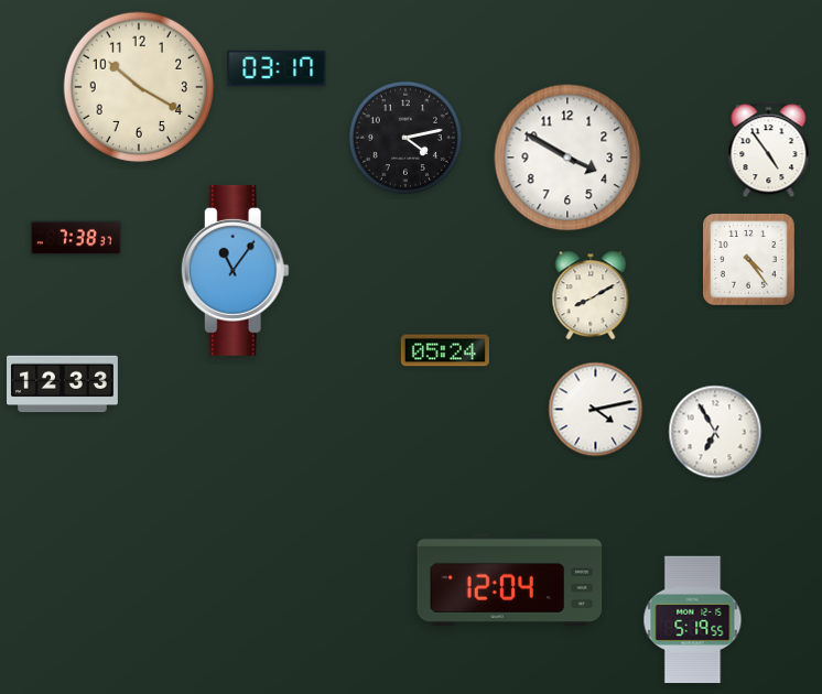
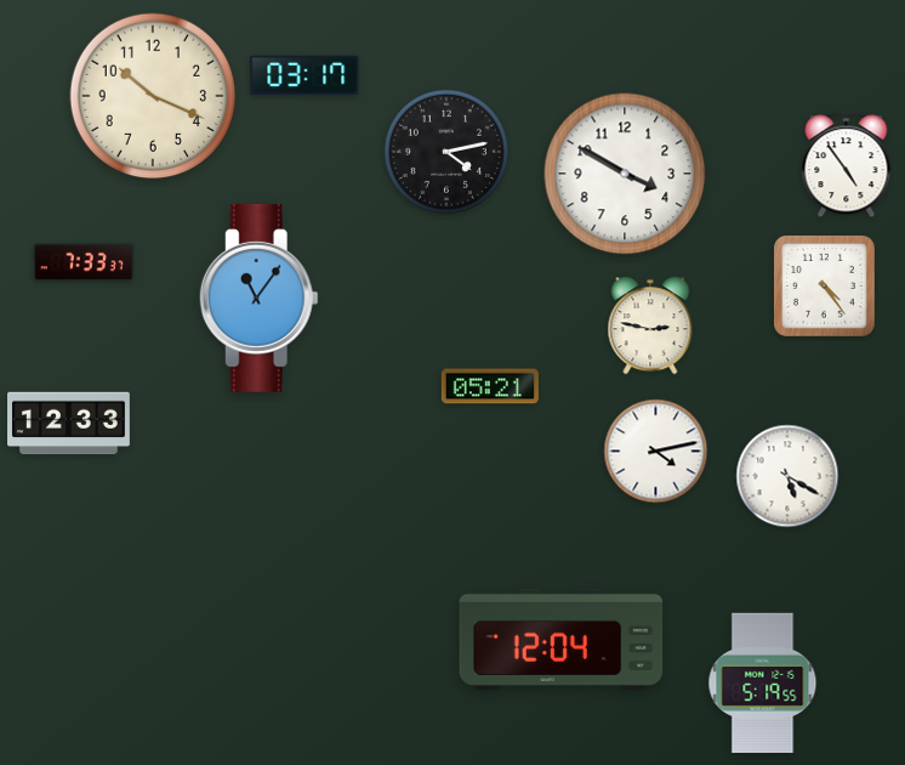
clock at (139, 87): 10:20 -> 10:19
clock at (76, 238): 7:38 -> 7:33
clock at (591, 295): 8:10 -> 2:47
clock at (445, 350): 05:24 -> 05:21
clock at (715, 432): 6:55 -> 5:20
